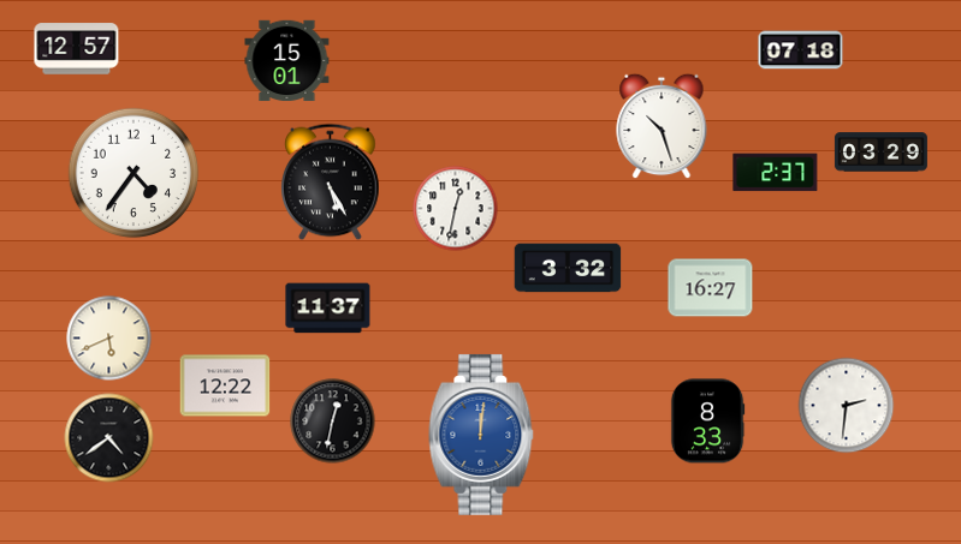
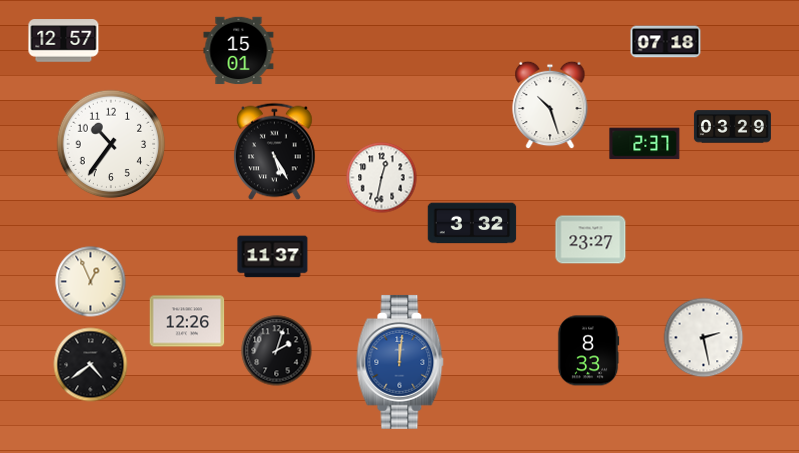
clock at (134, 173): 4:36 -> 10:36
clock at (456, 209) position: (456, 209) -> (382, 178)
clock at (711, 288): 16:27 -> 23:27
clock at (109, 339): 5:41 -> 12:56
clock at (225, 385): 12:22 -> 12:26
clock at (847, 406): 2:31 -> 2:28
clock at (333, 422): 12:32 -> 2:03
